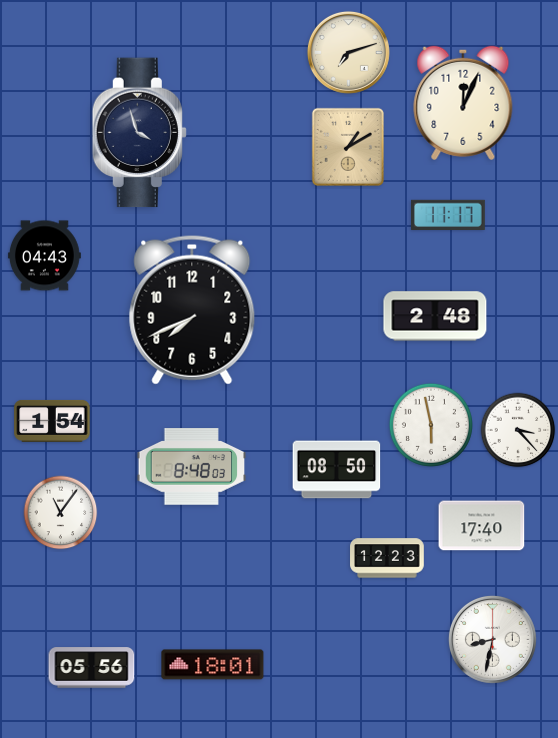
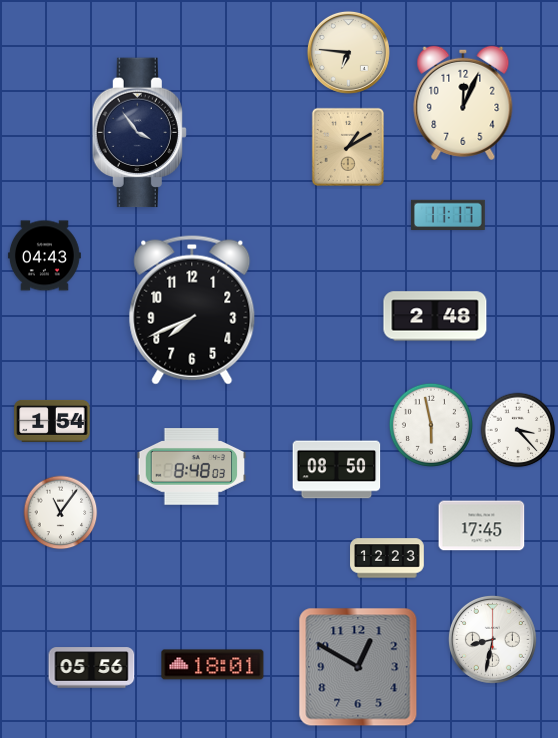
clock at (348, 52): 7:12 -> 6:46
clock at (139, 133): 3:57 -> 3:54
clock at (482, 526): 17:40 -> 17:45
clock at (358, 667): none -> 12:50
